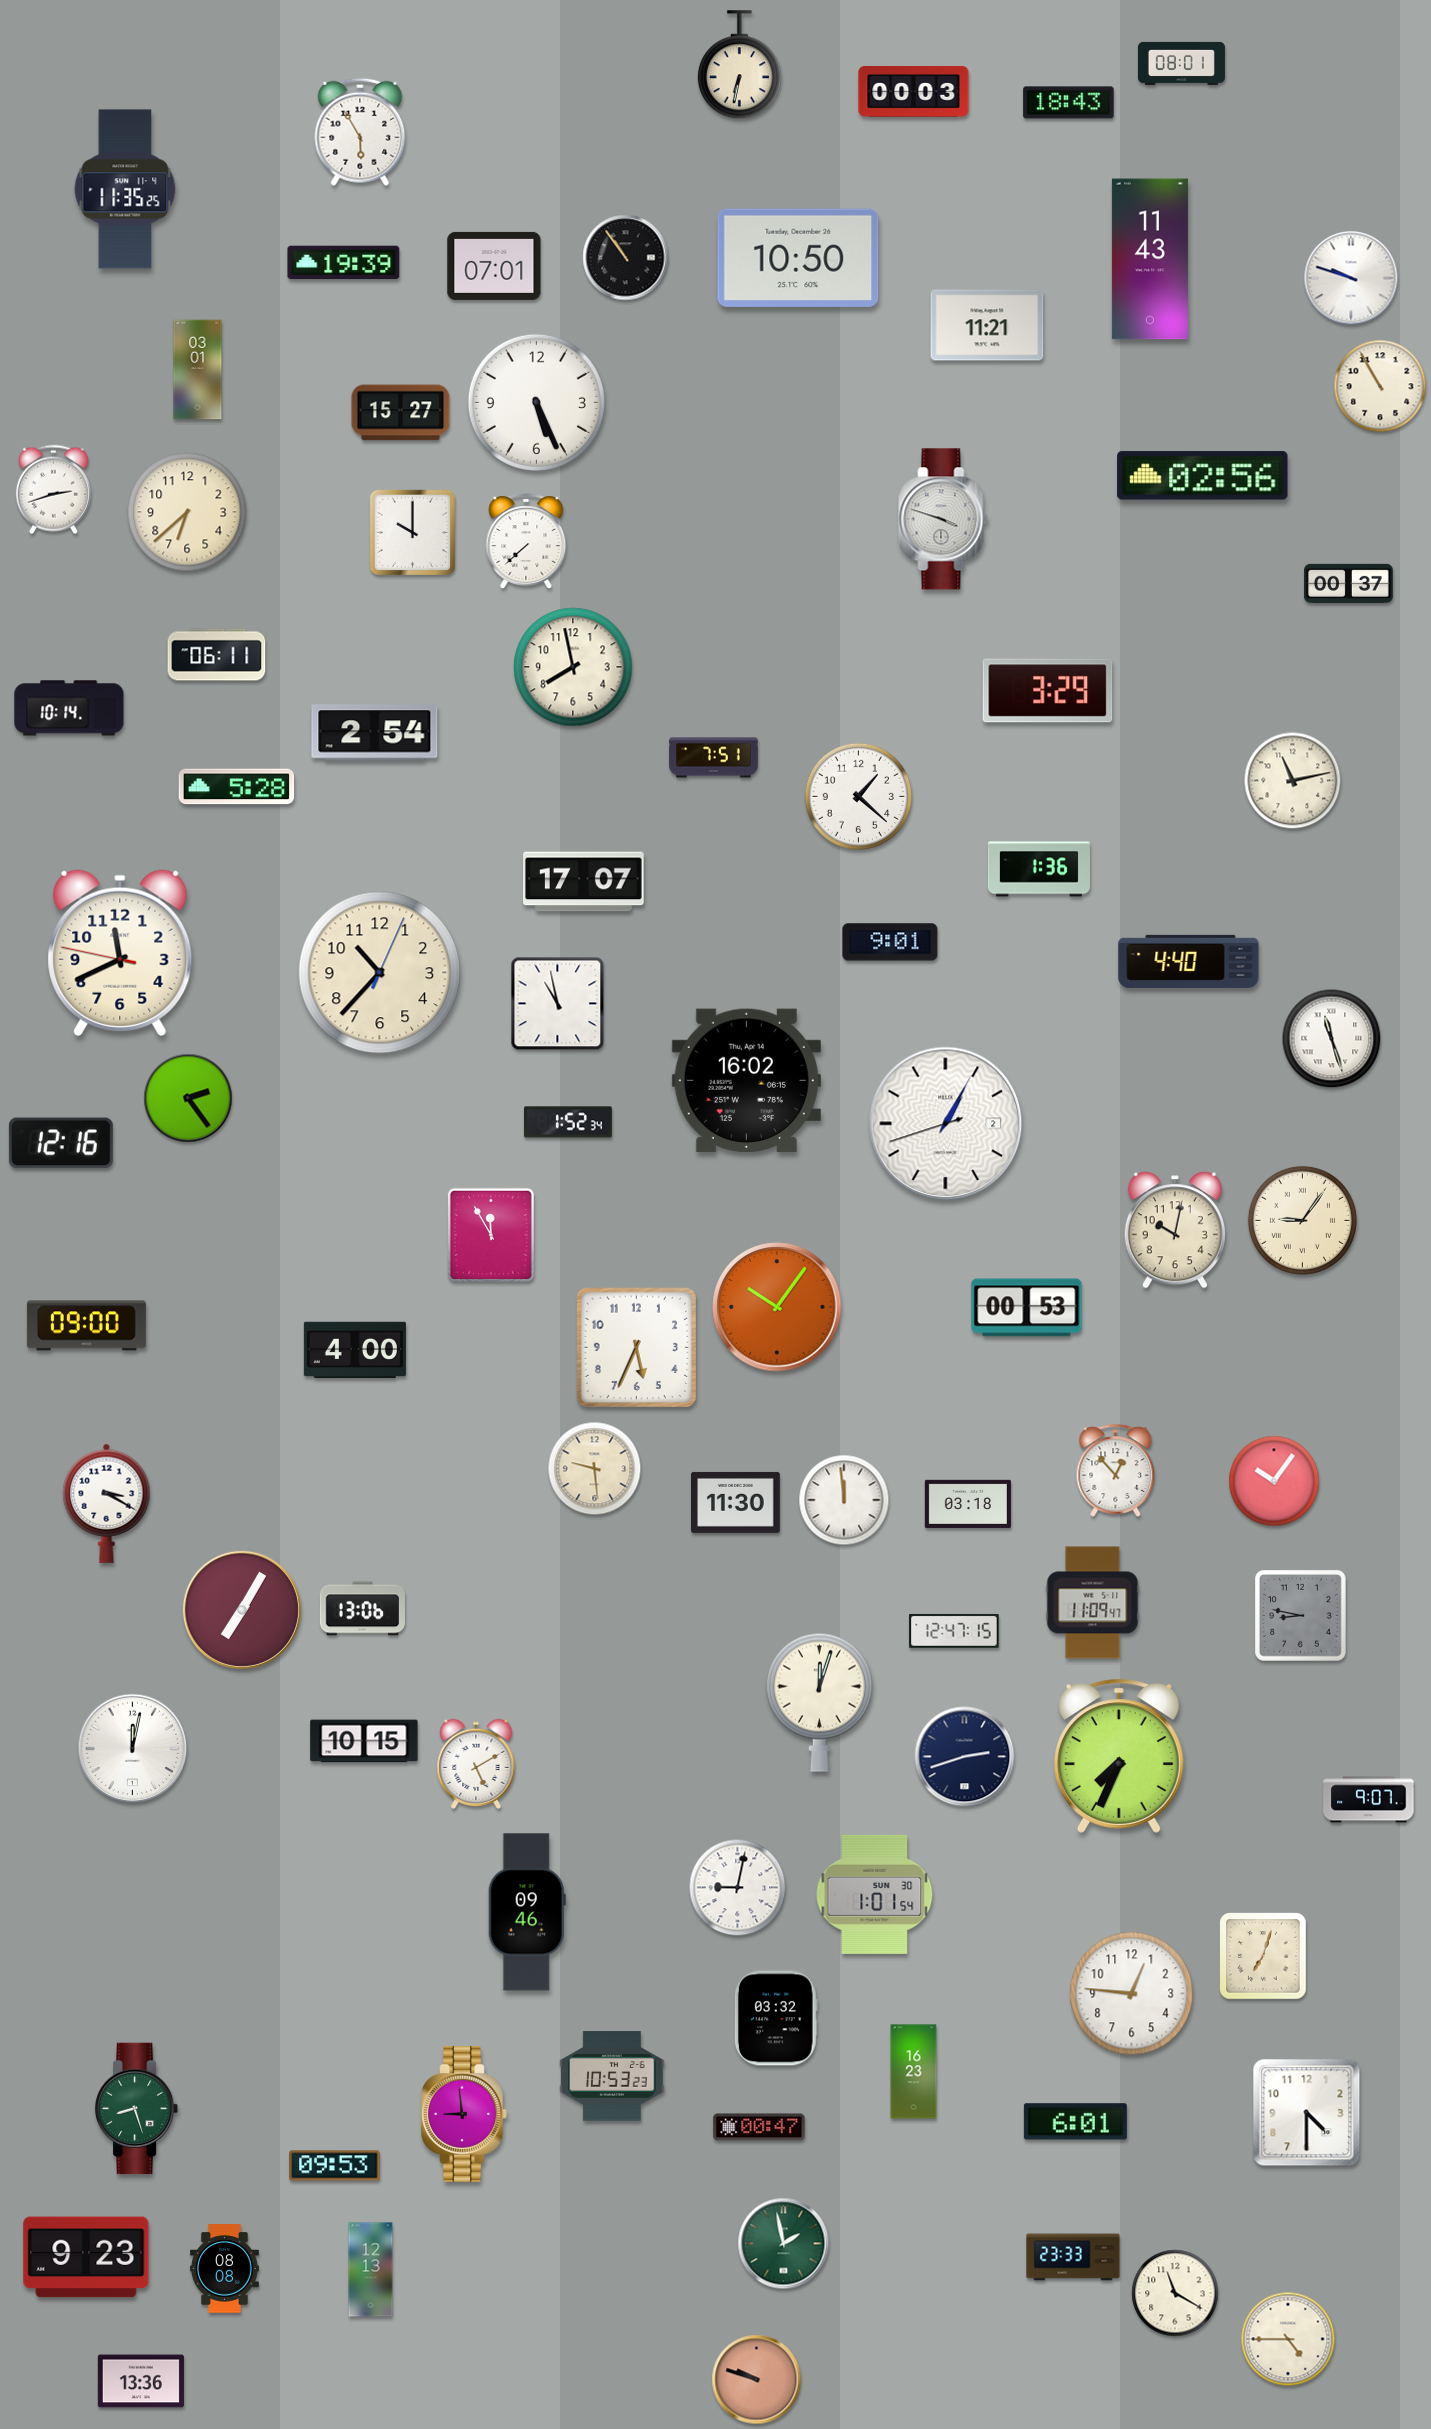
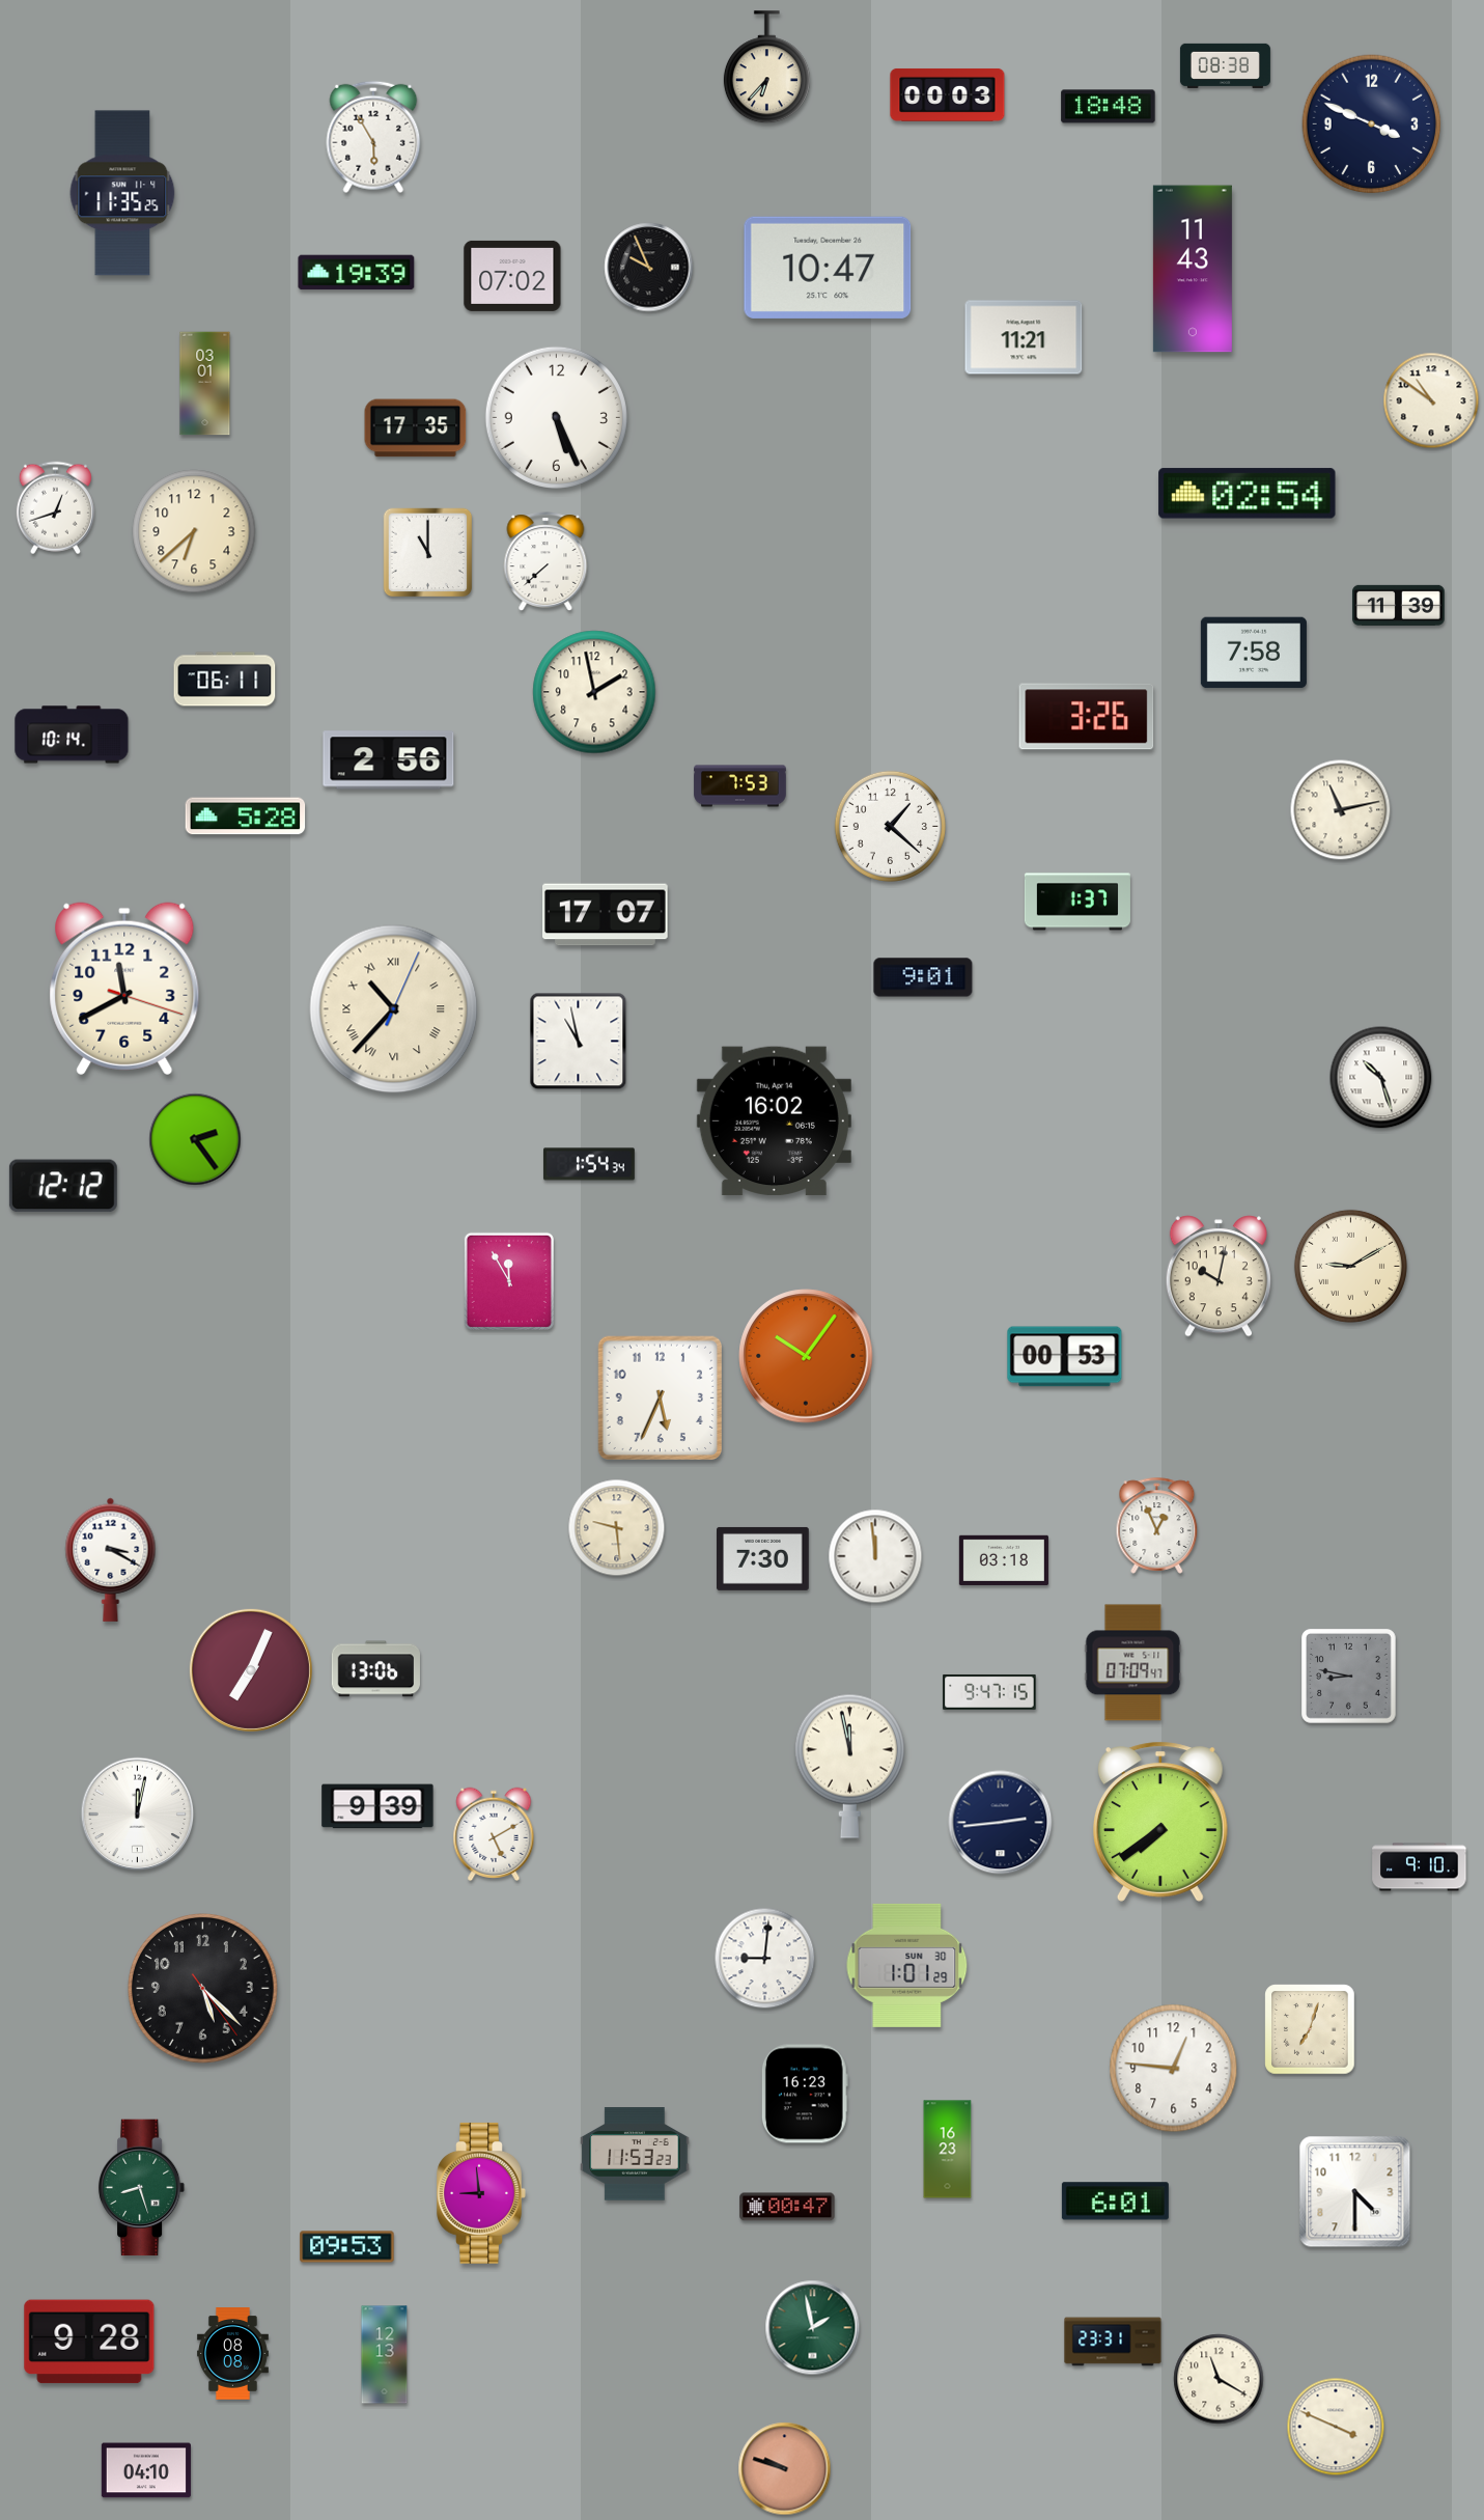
clock at (1181, 63): 08:01 -> 08:38
clock at (739, 65): 6:32 -> 6:37
clock at (1069, 103): 18:43 -> 18:48
clock at (1372, 124): none -> 3:49
clock at (125, 189) position: (125, 189) -> (122, 193)
clock at (626, 258): 10:54 -> 9:56
clock at (798, 258): 10:50 -> 10:47
clock at (494, 266): 07:01 -> 07:02
clock at (1351, 278): 9:48 -> none
clock at (1380, 386): 10:55 -> 10:51
clock at (401, 413): 15:27 -> 17:35
clock at (1203, 476): 02:56 -> 02:54
clock at (53, 490): 2:42 -> 12:42
clock at (943, 519): 3:48 -> none
clock at (413, 533): 10:00 -> 11:00
clock at (1349, 583): 00:37 -> 11:39
clock at (1254, 653): none -> 7:58
clock at (573, 667): 7:58 -> 1:58
clock at (1048, 691): 3:29 -> 3:26
clock at (375, 733): 2:54 -> 2:56
clock at (714, 758): 7:51 -> 7:53
clock at (1039, 869): 1:36 -> 1:37
clock at (120, 953): 11:40:47 -> 11:40:18
clock at (1189, 961): 4:40 -> none
clock at (380, 973) numerals: Arabic -> Roman
clock at (1332, 1039): 11:27 -> 10:27
clock at (568, 1122): 1:52 -> 1:54
clock at (946, 1124): 1:04 -> none
clock at (61, 1143): 12:16 -> 12:12
clock at (1302, 1220): 9:06 -> 9:10
clock at (86, 1326): 09:00 -> none
clock at (355, 1350): 4:00 -> none
clock at (595, 1469) position: (595, 1469) -> (617, 1528)
clock at (1116, 1470): 12:53 -> 12:56
clock at (1274, 1481): 10:06 -> none
clock at (736, 1502): 11:30 -> 7:30
clock at (1093, 1603): 11:09 -> 07:09
clock at (242, 1610): 7:05 -> 7:04
clock at (954, 1631): 12:47 -> 9:47
clock at (819, 1702): 12:03 -> 11:58
clock at (364, 1741): 10:15 -> 9:39
clock at (1119, 1756): 7:34 -> 7:39
clock at (965, 1757): 2:42 -> 2:44
clock at (476, 1763) position: (476, 1763) -> (494, 1833)
clock at (1369, 1800): 9:07 -> 9:10
clock at (738, 1888): 9:02 -> 9:01
clock at (875, 1894): 1:01:54 -> 1:01:29
clock at (527, 1912): 09:46 -> none
clock at (202, 1988): none -> 5:22
clock at (776, 2018): 03:32 -> 16:23
clock at (612, 2076): 10:53 -> 11:53
clock at (86, 2257): 9:23 -> 9:28
clock at (1073, 2257): 23:33 -> 23:31
clock at (1288, 2339): 4:45 -> 3:49
clock at (141, 2381): 13:36 -> 04:10
